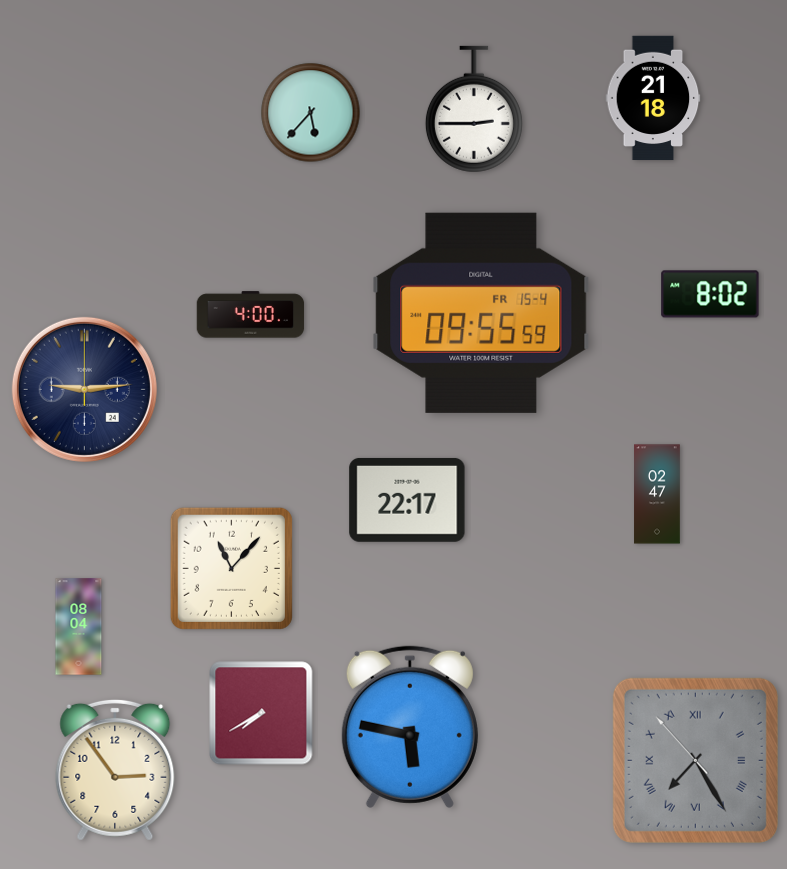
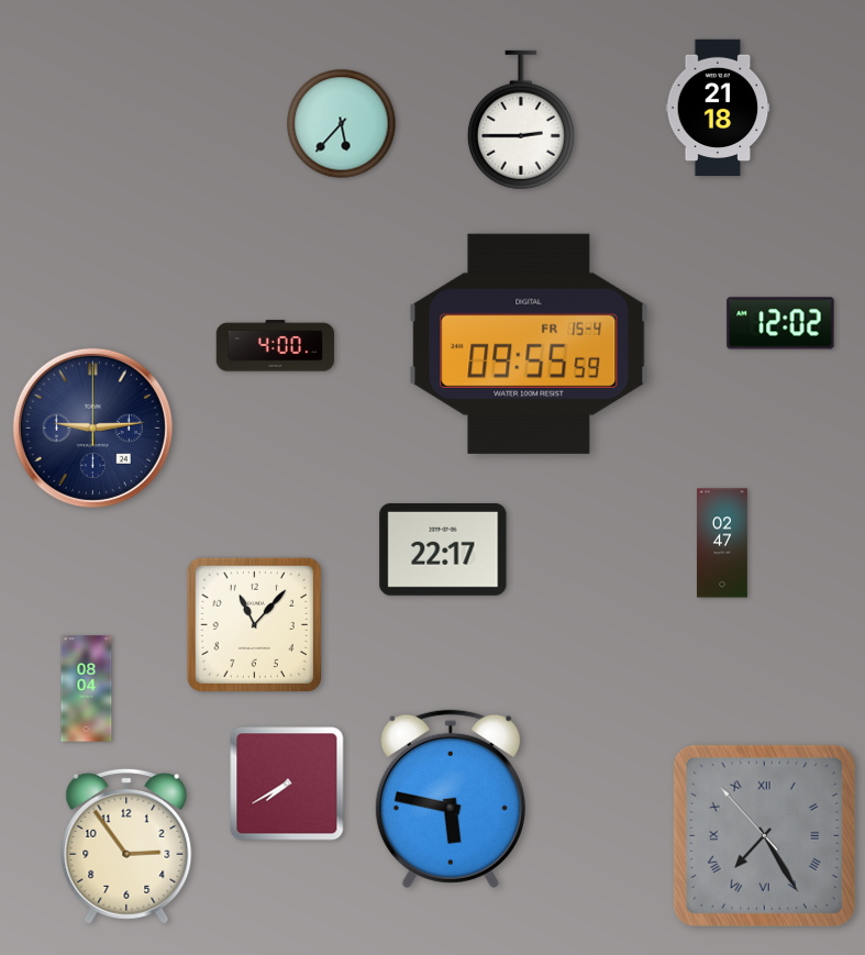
clock at (710, 294): 8:02 -> 12:02
clock at (407, 500) position: (407, 500) -> (443, 549)
